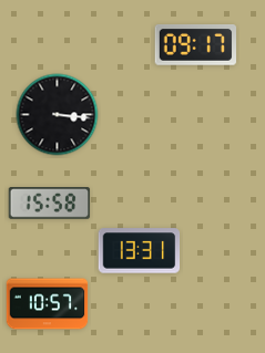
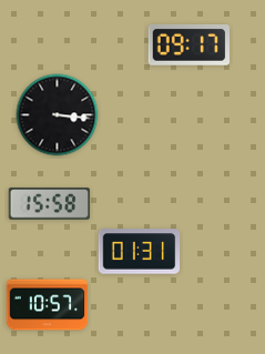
clock at (196, 45) position: (196, 45) -> (190, 45)
clock at (140, 251): 13:31 -> 01:31
